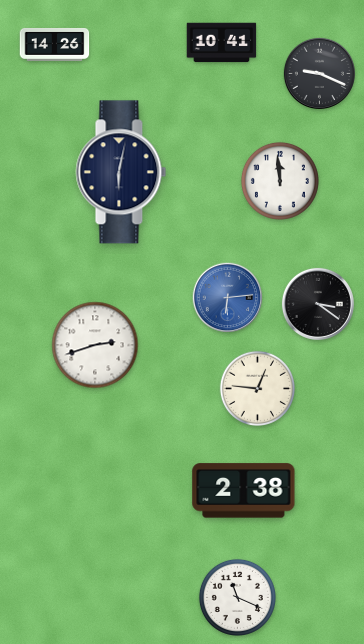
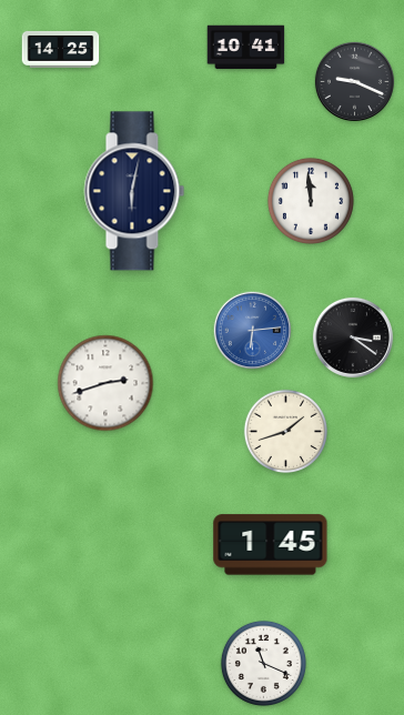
clock at (55, 44): 14:26 -> 14:25
clock at (257, 388): 12:46 -> 1:42
clock at (244, 491): 2:38 -> 1:45
